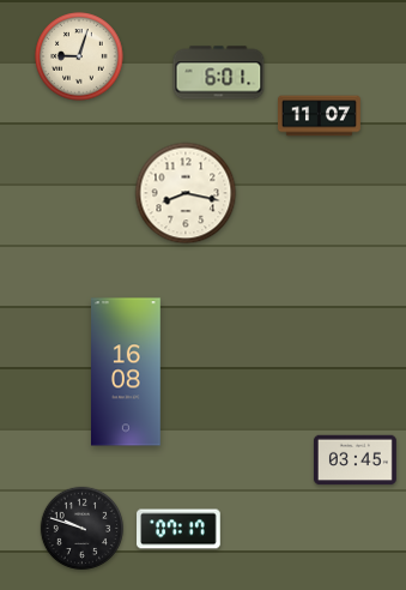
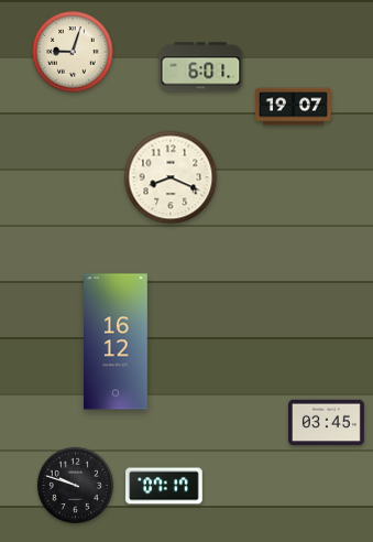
clock at (320, 116): 11:07 -> 19:07
clock at (186, 193): 8:17 -> 8:19
clock at (127, 372): 16:08 -> 16:12
